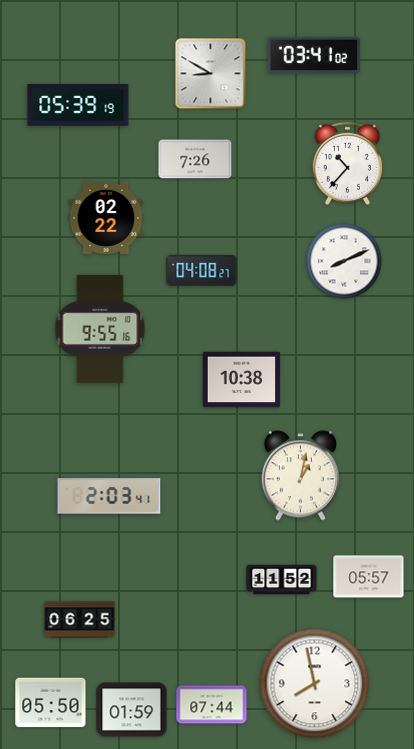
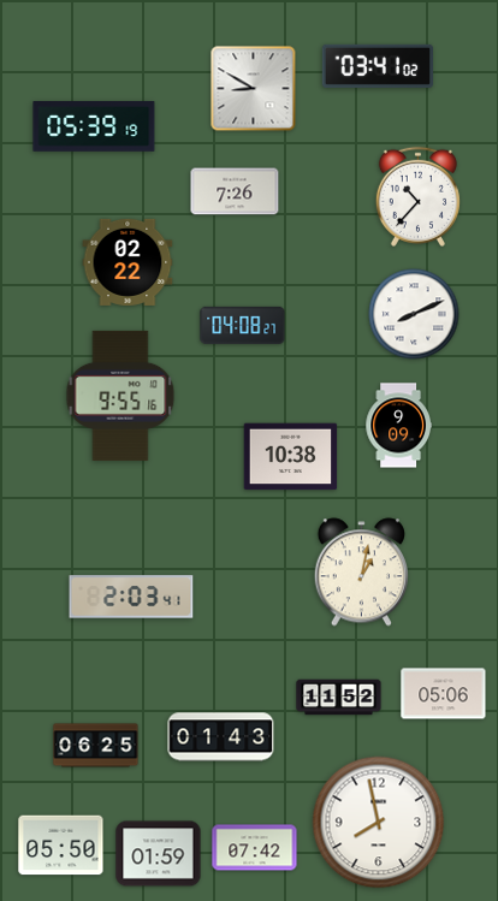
clock at (398, 426): none -> 9:09
clock at (369, 577): 05:57 -> 05:06
clock at (221, 737): none -> 01:43
clock at (212, 705): 07:44 -> 07:42
